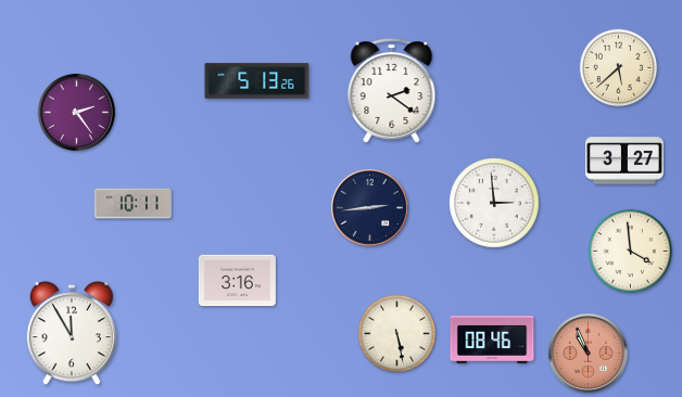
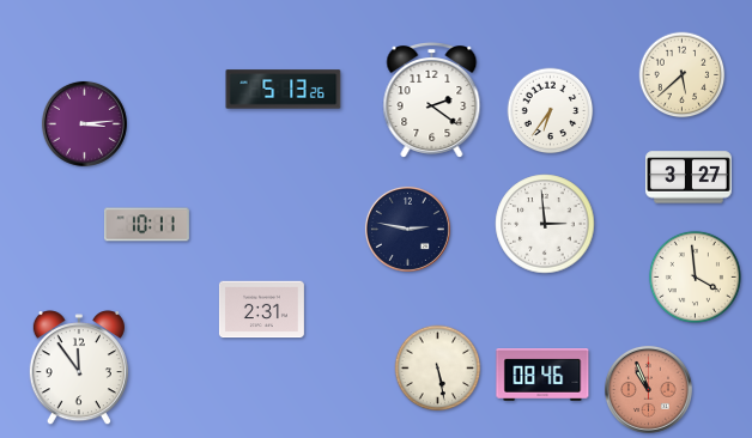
clock at (551, 111): none -> 6:36
clock at (76, 112): 2:24 -> 3:14
clock at (369, 207): 2:44 -> 2:47
clock at (237, 281): 3:16 -> 2:31
clock at (72, 334): 11:55 -> 11:54
